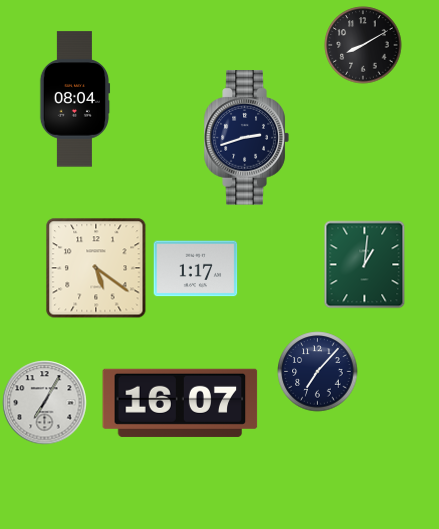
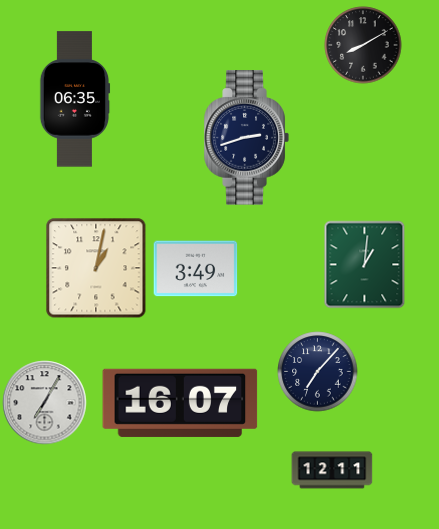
clock at (75, 99): 08:04 -> 06:35
clock at (96, 268): 5:21 -> 1:02
clock at (196, 269): 1:17 -> 3:49
clock at (332, 470): none -> 12:11
